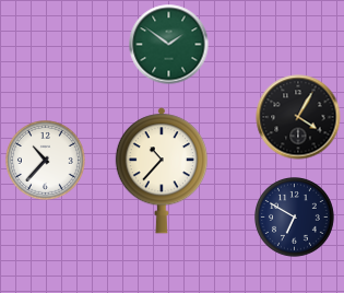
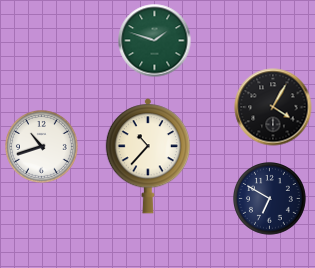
clock at (169, 45): 1:51 -> 1:48
clock at (46, 161): 10:37 -> 10:42
